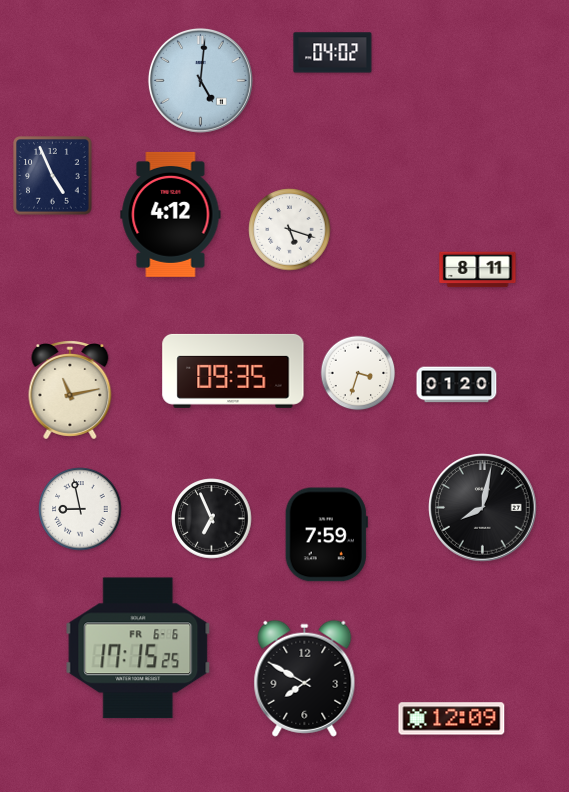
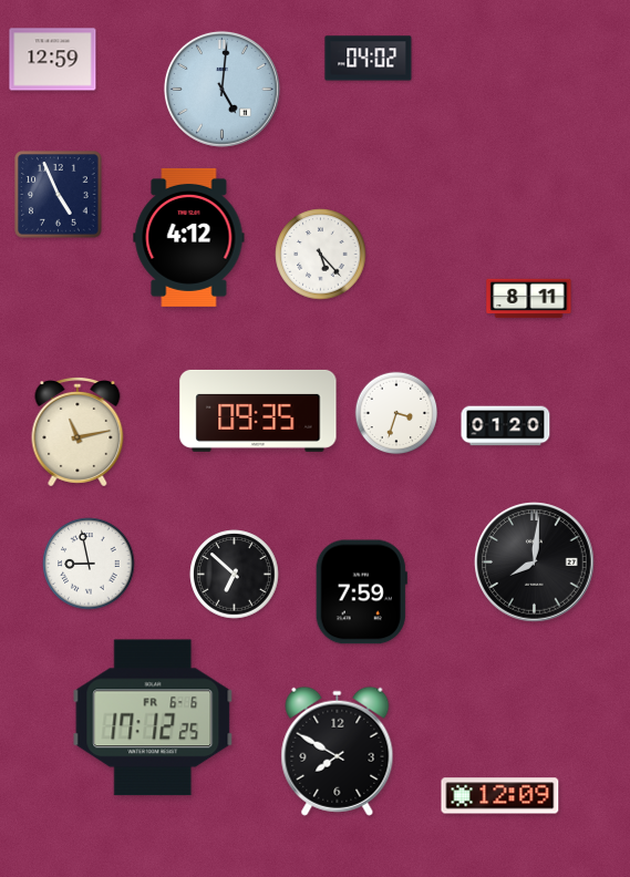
clock at (53, 60): none -> 12:59
clock at (290, 230): 5:18 -> 5:23
clock at (483, 508): 8:02 -> 8:01
clock at (212, 519): 6:56 -> 6:52
clock at (138, 648): 17:15 -> 17:12
